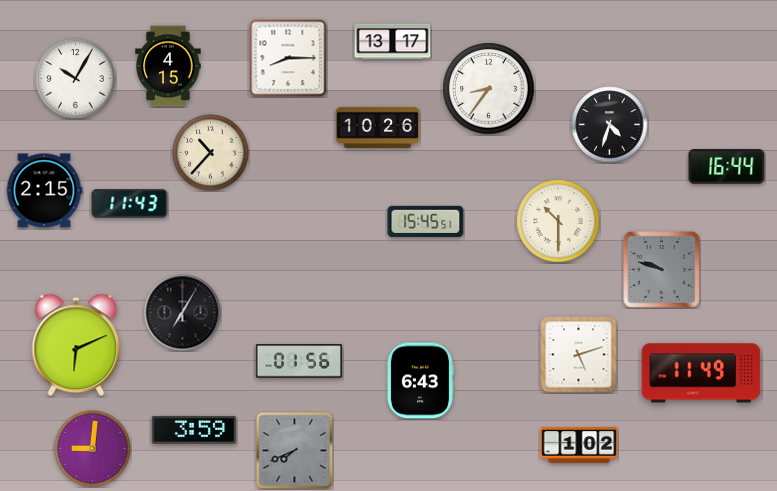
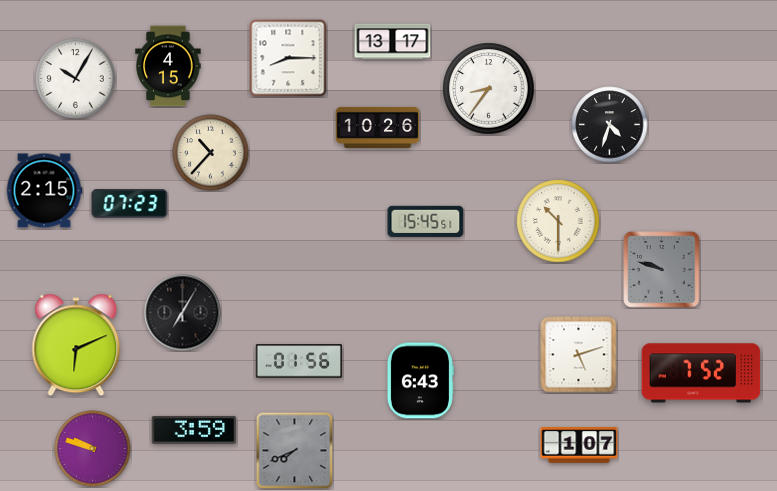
clock at (727, 167): 16:44 -> none
clock at (130, 204): 11:43 -> 07:23
clock at (701, 373): 11:49 -> 7:52
clock at (579, 445): 1:02 -> 1:07
clock at (93, 449): 9:01 -> 9:48
